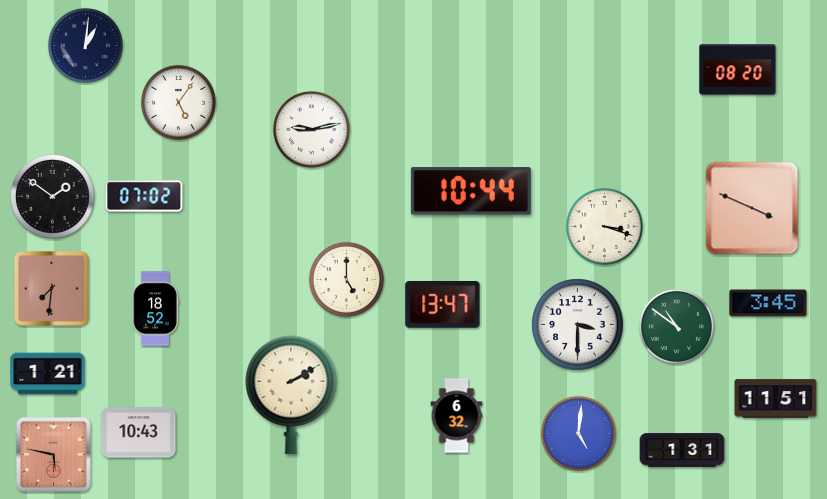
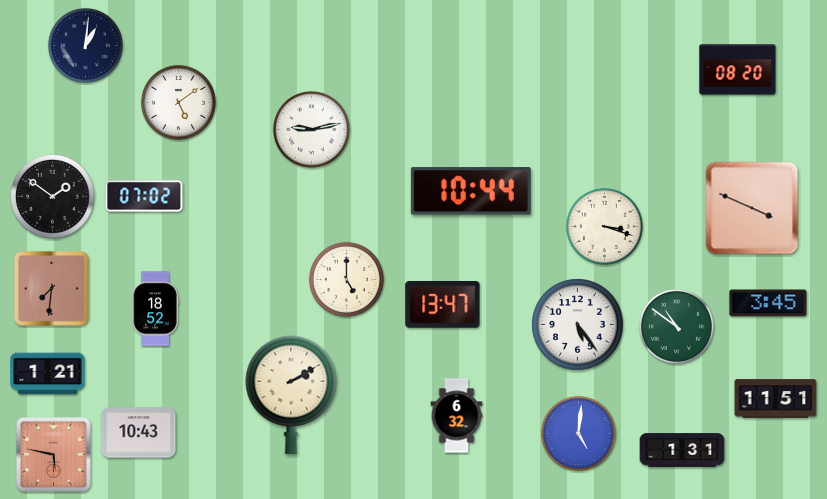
clock at (178, 102): 5:06 -> 5:09
clock at (578, 325): 3:30 -> 5:24
